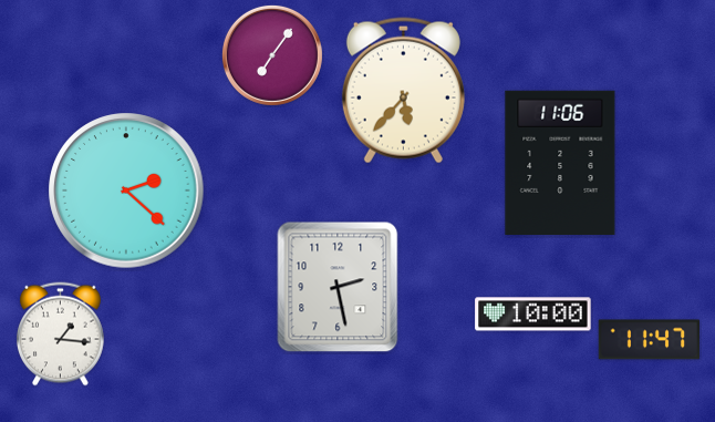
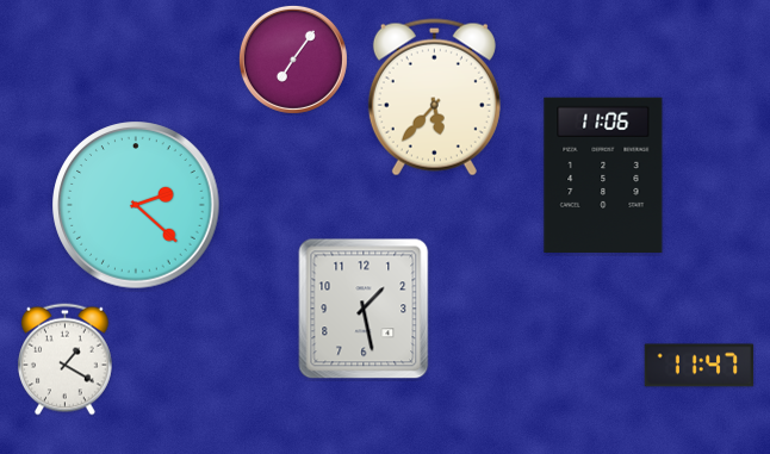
clock at (338, 287): 2:28 -> 1:28
clock at (533, 315): 10:00 -> none
clock at (61, 334): 1:16 -> 1:20
